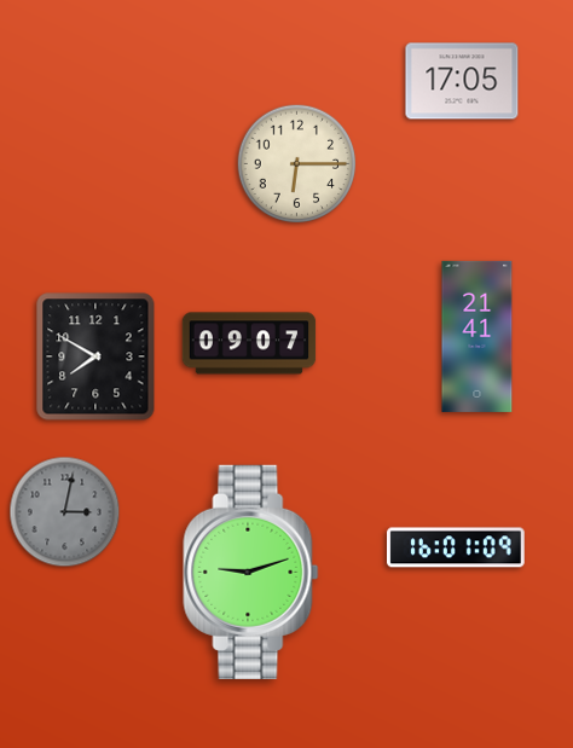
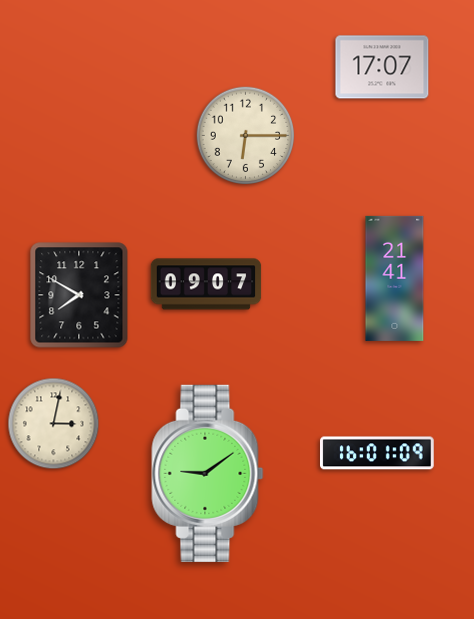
clock at (462, 81): 17:05 -> 17:07
clock at (65, 512) dial: grey -> cream
clock at (251, 572): 9:12 -> 9:09
